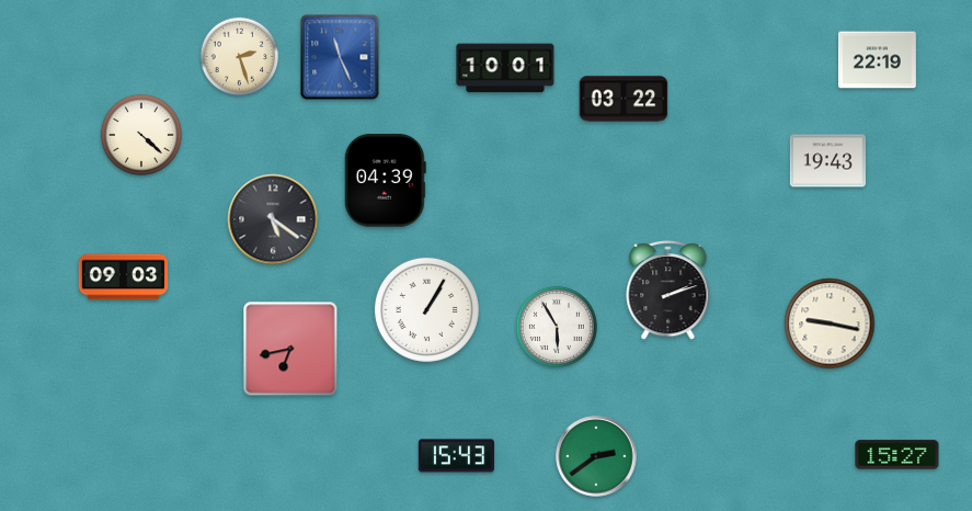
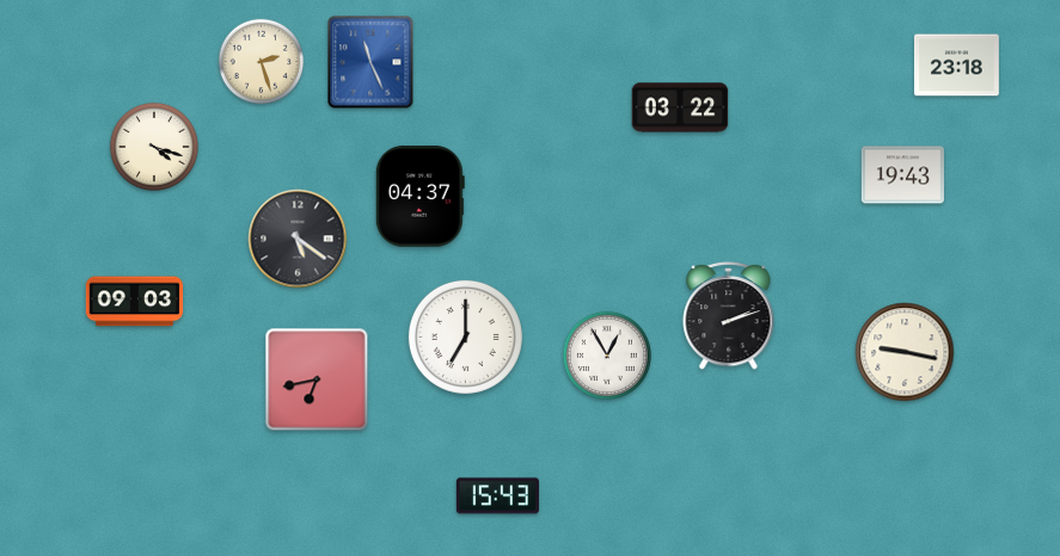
clock at (877, 60): 22:19 -> 23:18
clock at (505, 68): 10:01 -> none
clock at (141, 135): 4:22 -> 4:18
clock at (385, 181): 04:39 -> 04:37
clock at (426, 309): 1:05 -> 7:00
clock at (557, 327): 5:55 -> 12:55
clock at (897, 455): 15:27 -> none
clock at (596, 456): 2:39 -> none
